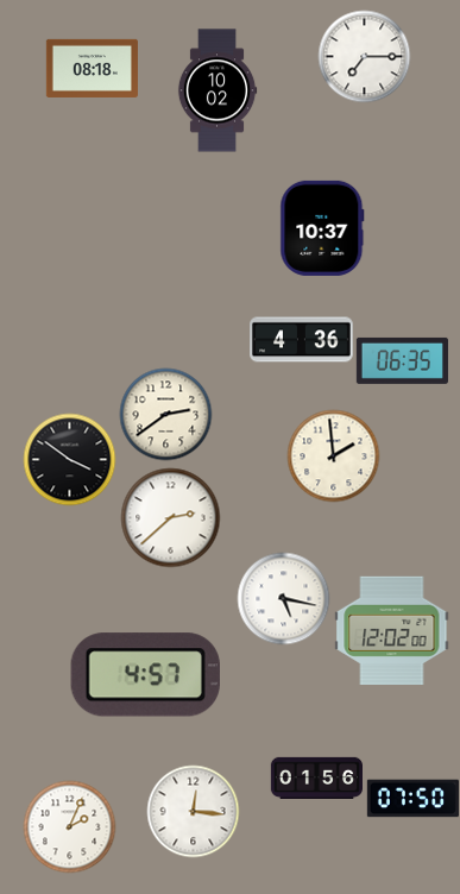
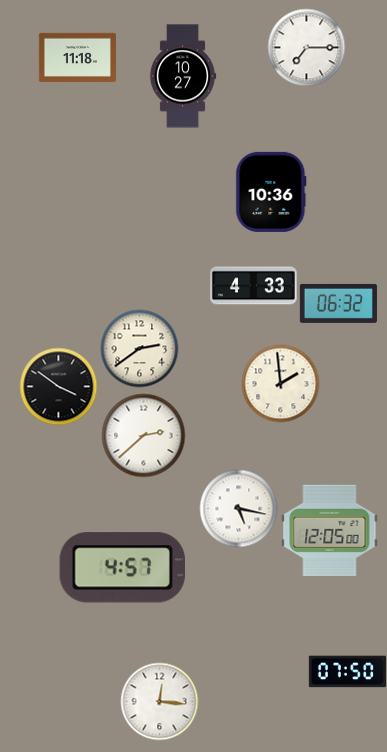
clock at (92, 68): 08:18 -> 11:18
clock at (218, 90): 10:02 -> 10:27
clock at (322, 228): 10:37 -> 10:36
clock at (302, 340): 4:36 -> 4:33
clock at (402, 360): 06:35 -> 06:32
clock at (283, 598) position: (283, 598) -> (238, 508)
clock at (392, 630): 12:02 -> 12:05
clock at (316, 777): 01:56 -> none
clock at (193, 811) position: (193, 811) -> (159, 701)
clock at (69, 826): 2:04 -> none
